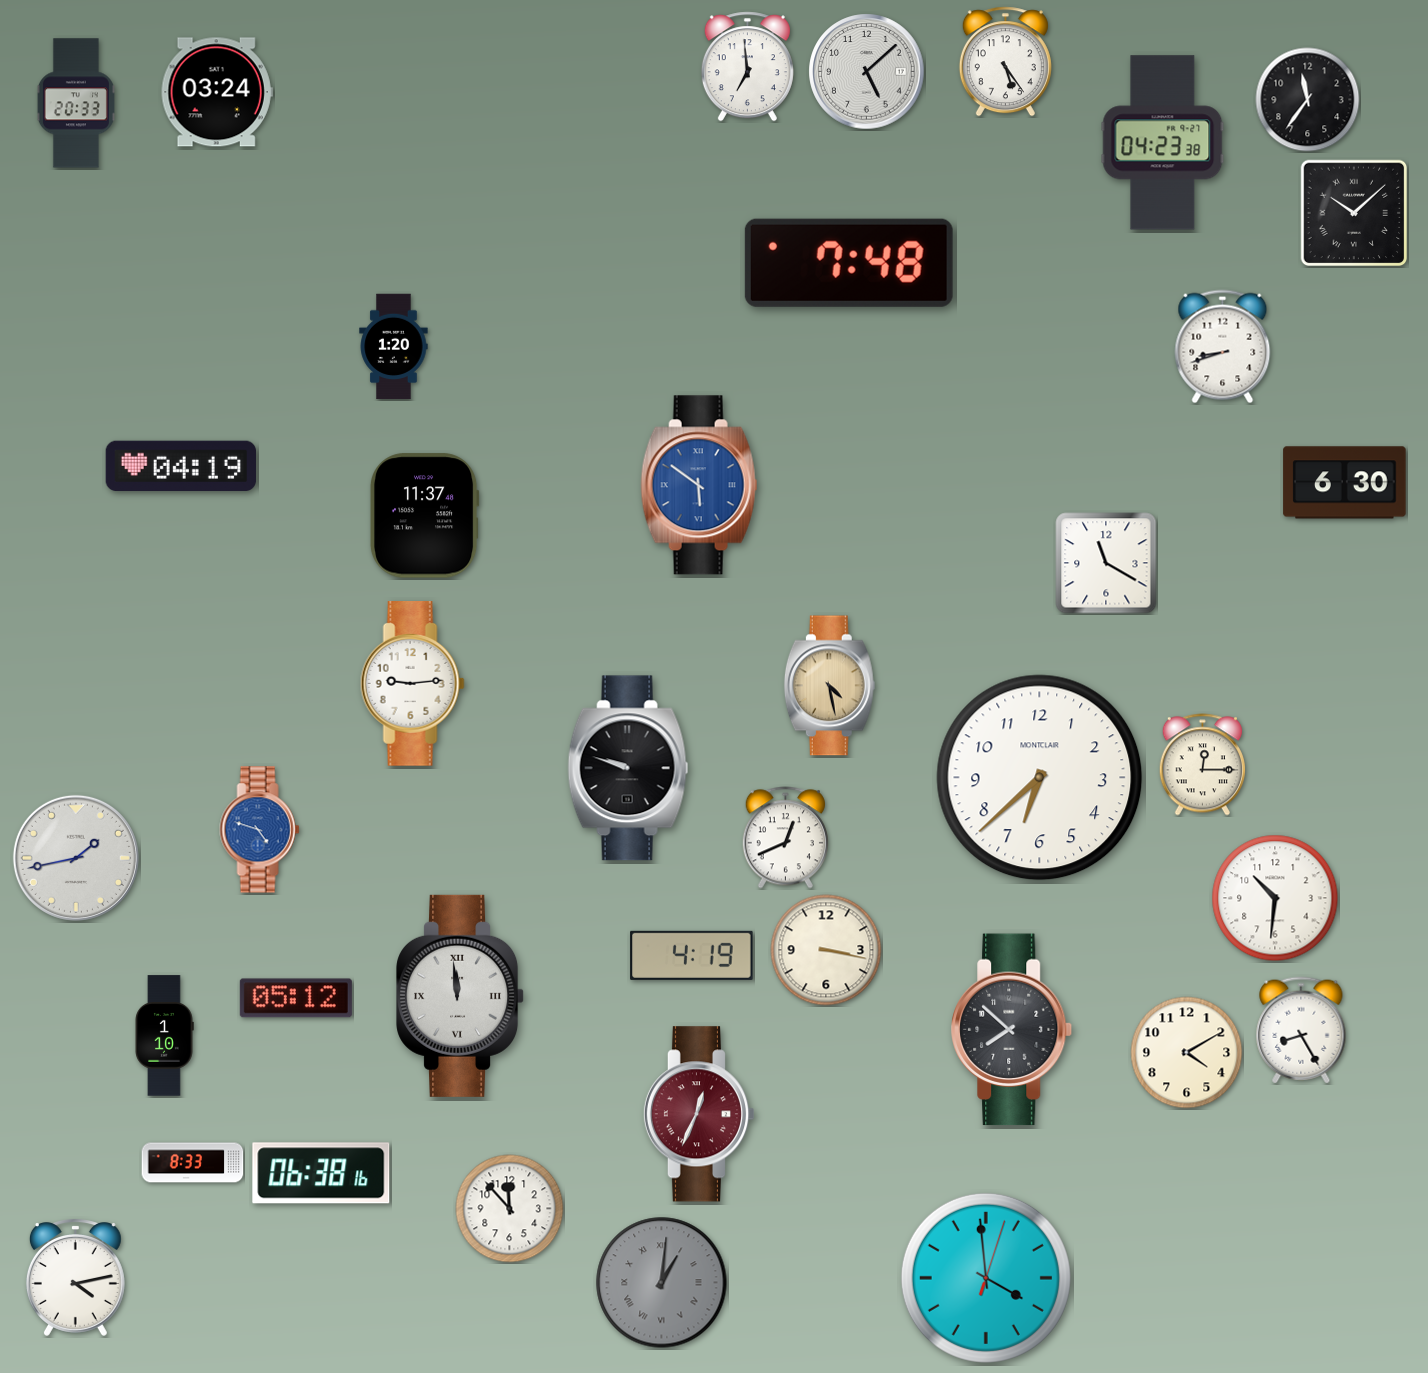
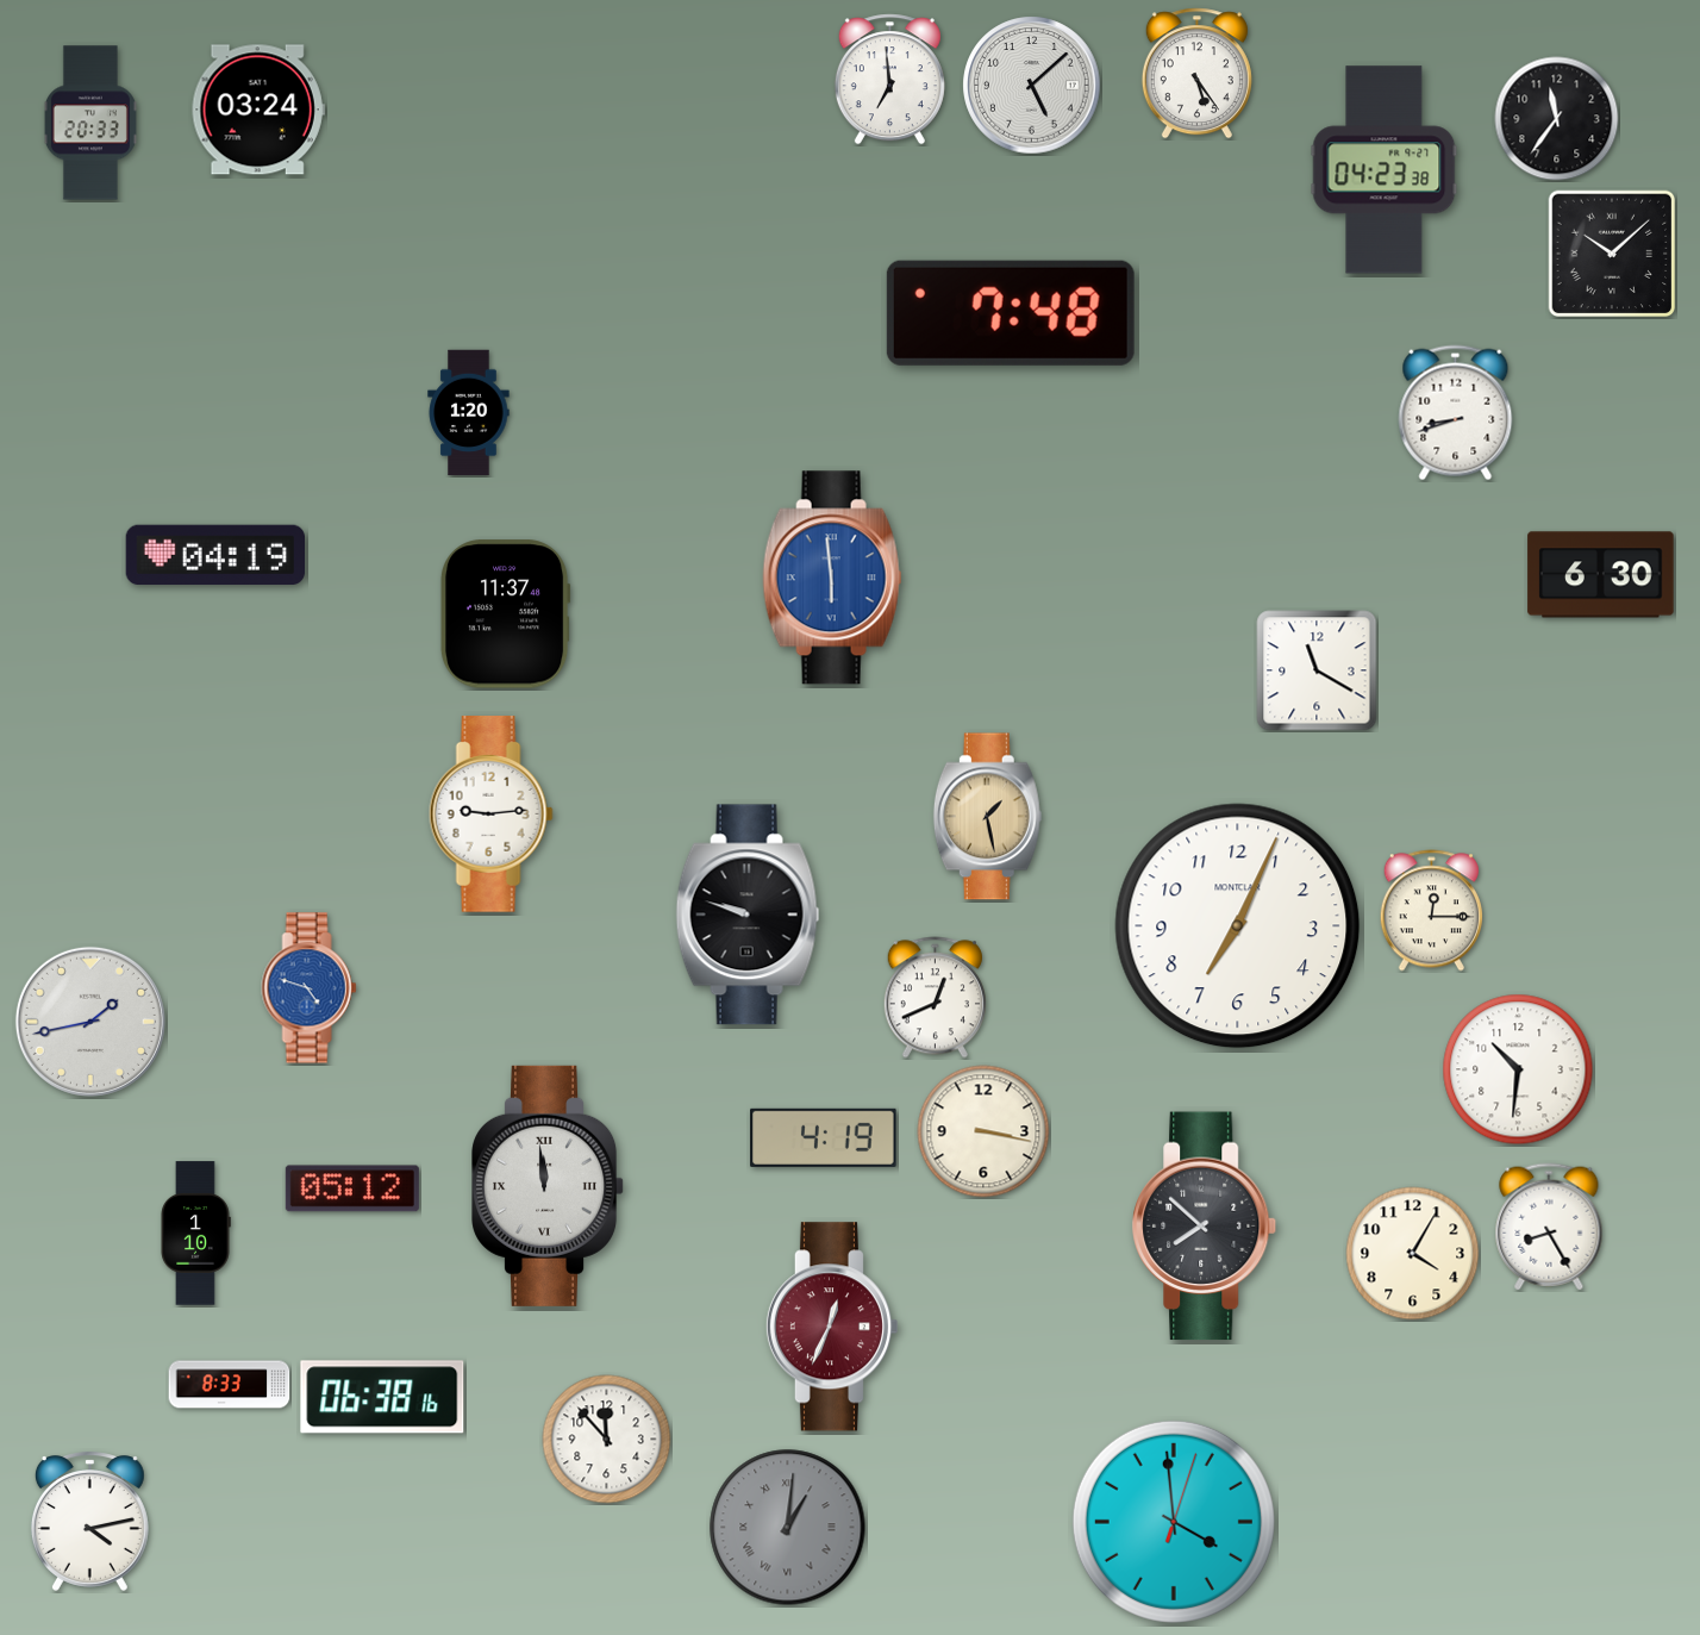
clock at (699, 485): 5:51 -> 5:59
clock at (829, 686): 4:28 -> 1:28
clock at (1040, 778): 6:38 -> 7:04
clock at (1187, 1053): 4:10 -> 4:05
